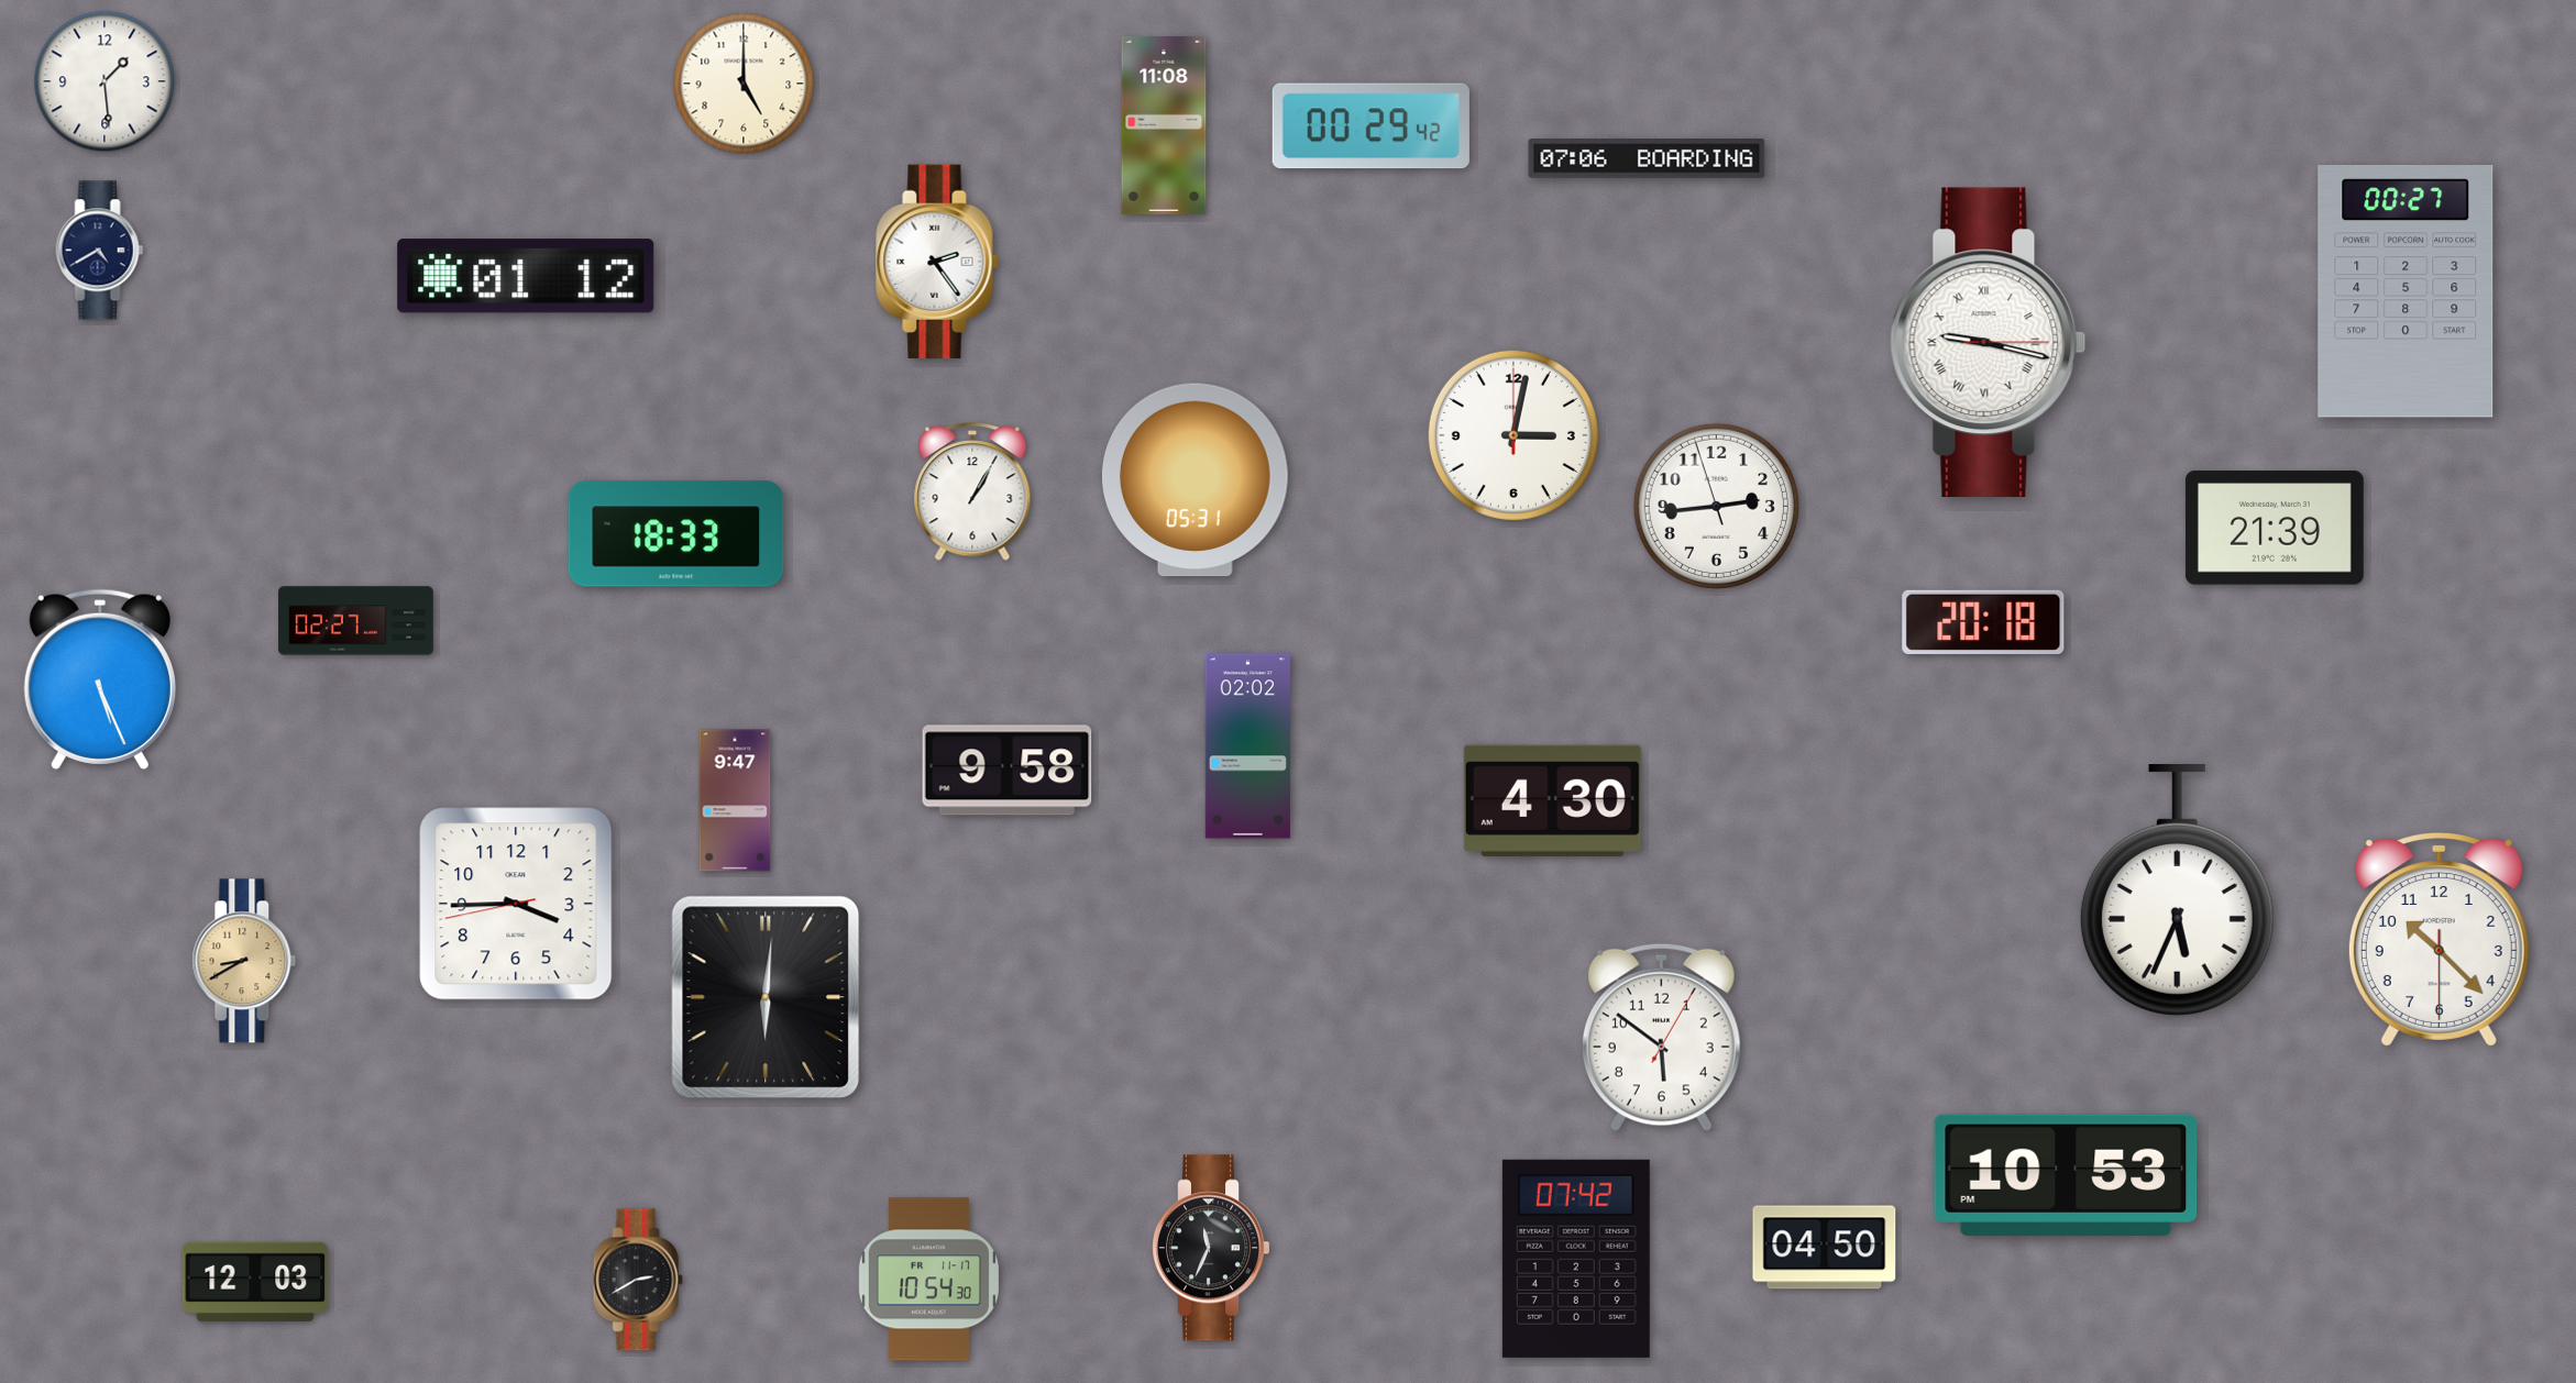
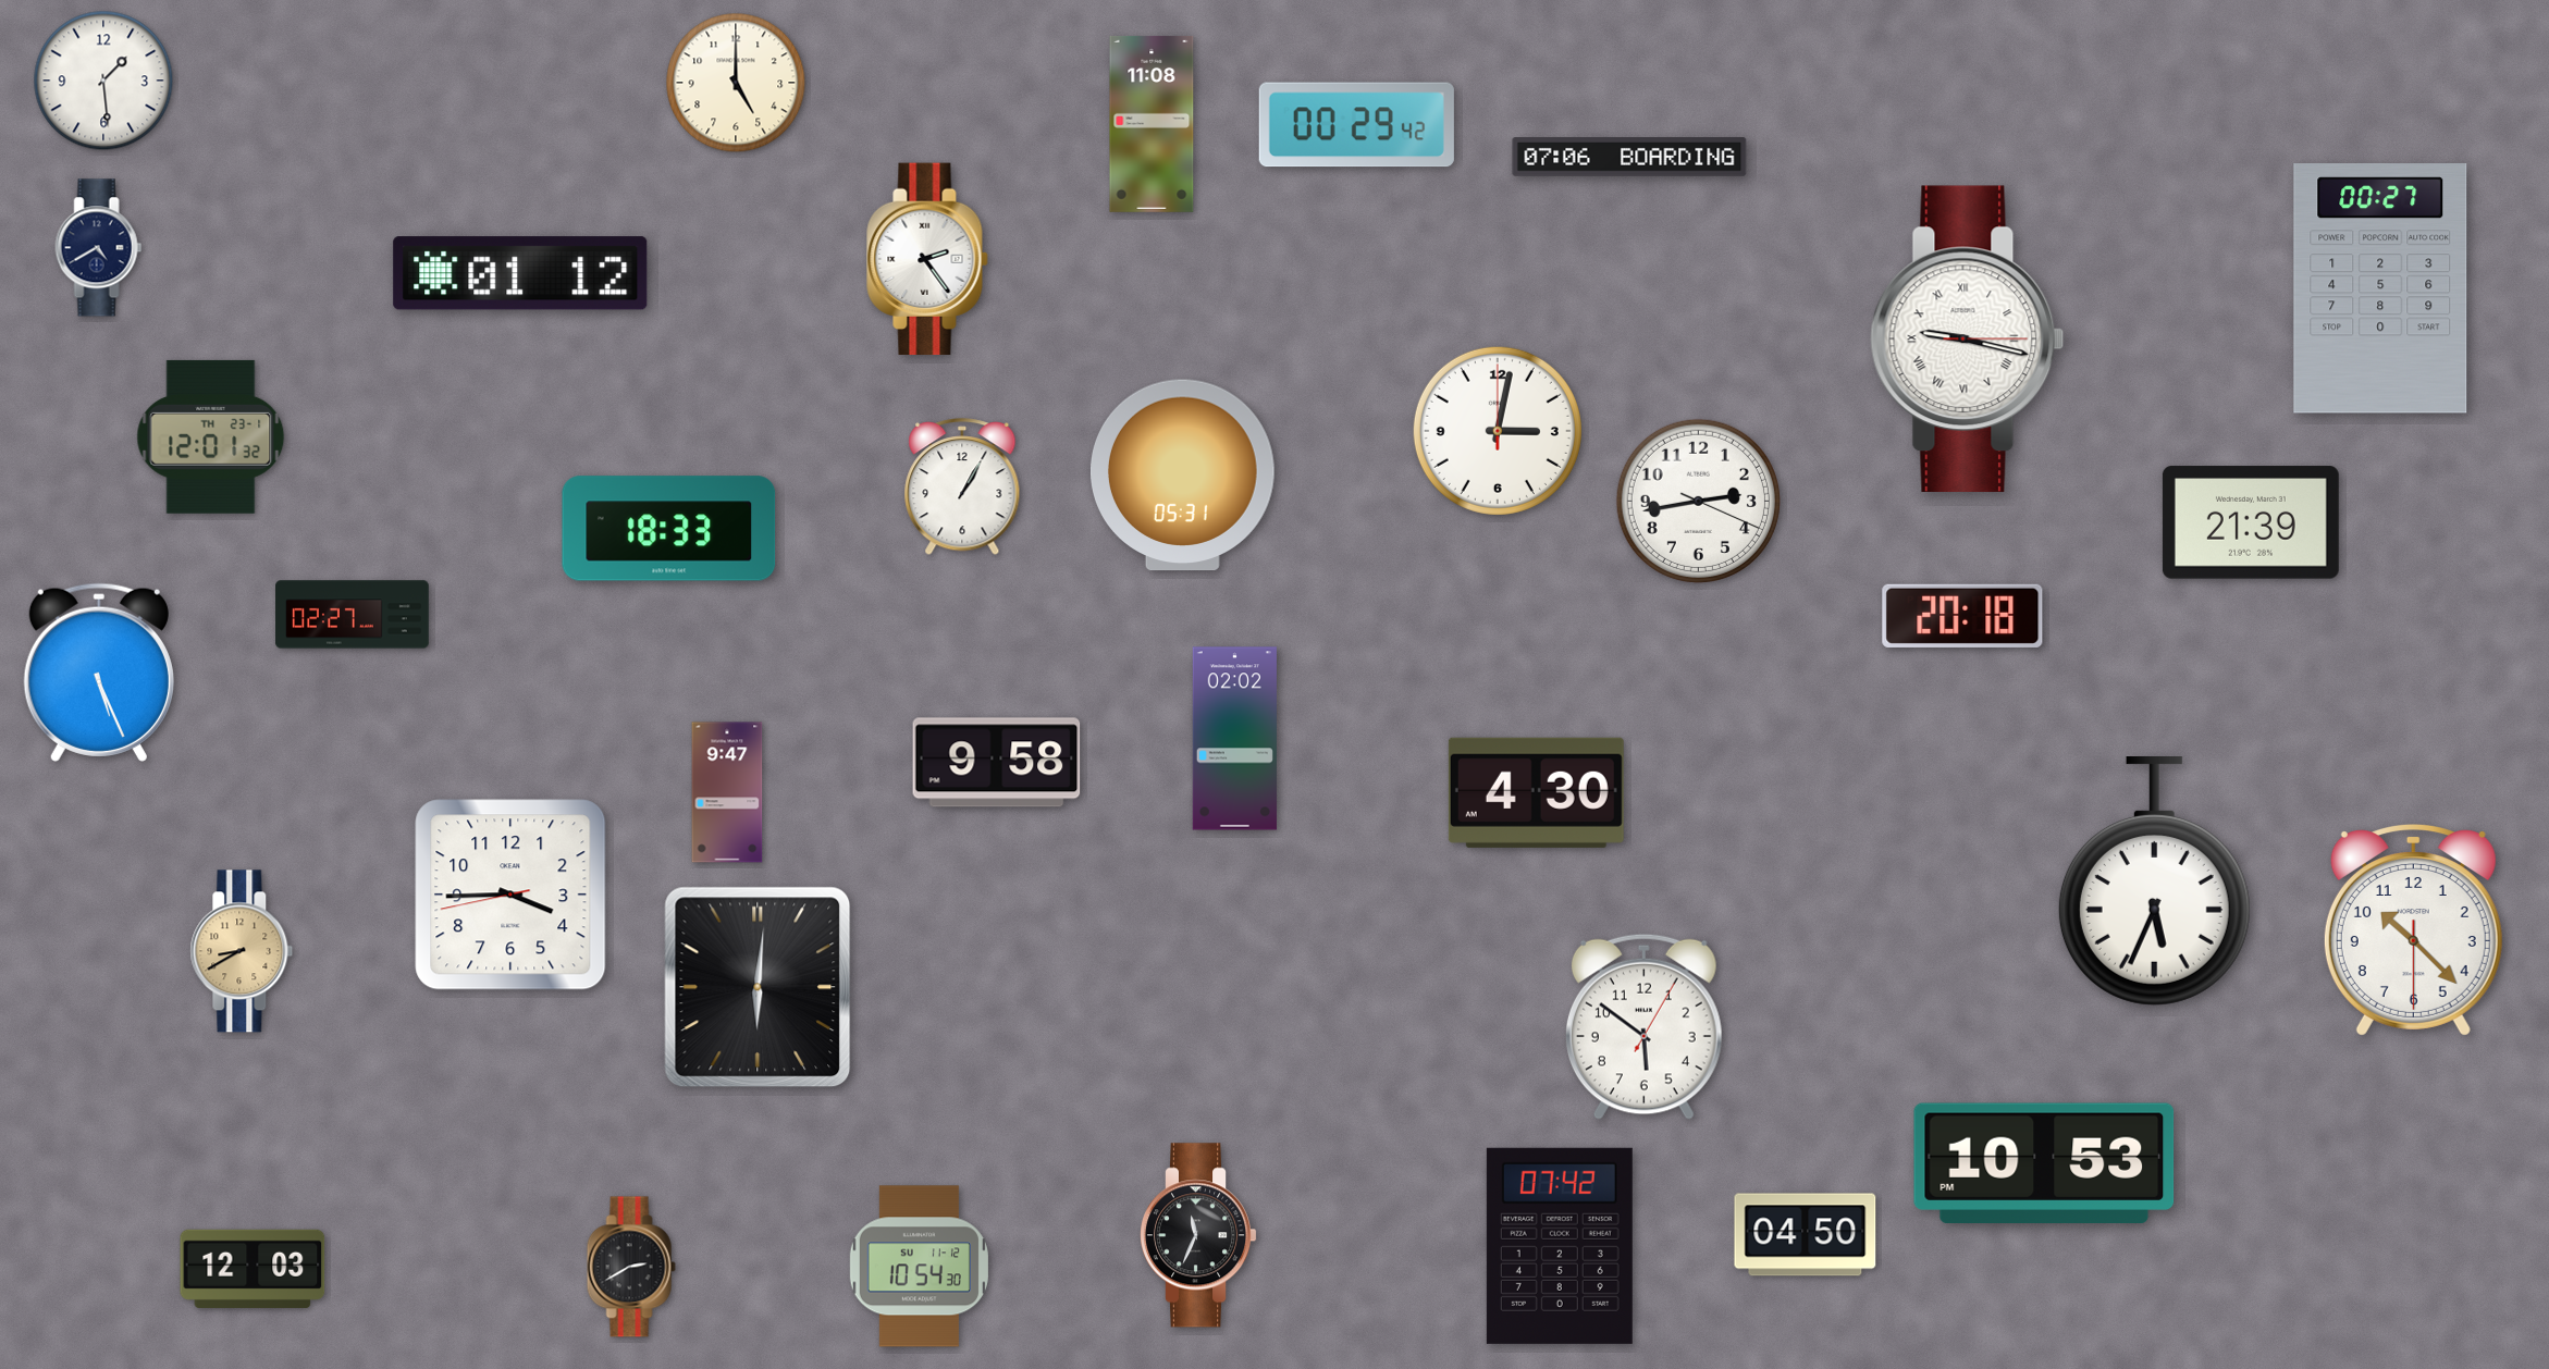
clock at (211, 436): none -> 12:01
clock at (1716, 506): 2:43:57 -> 2:43:19
clock at (928, 1280) date: FR 11-17 -> SU 11-12
